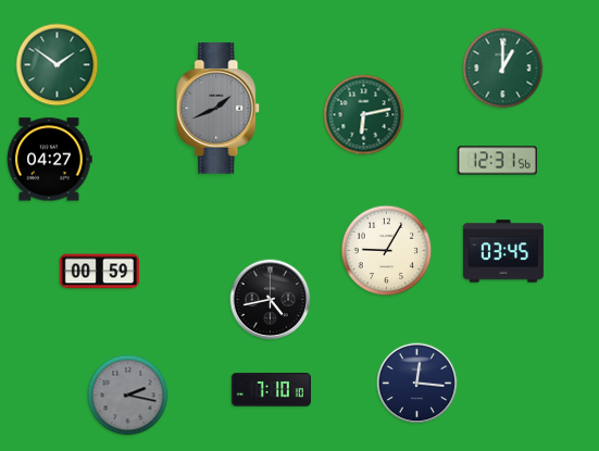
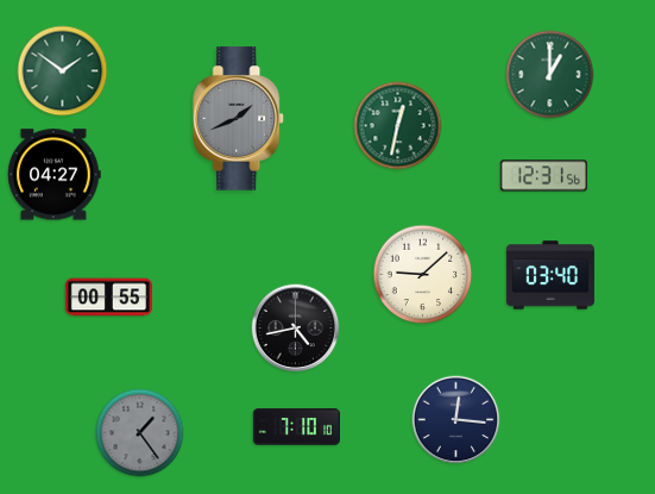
clock at (364, 115): 6:13 -> 12:32
clock at (387, 251): 9:05 -> 9:08
clock at (503, 251): 03:45 -> 03:40
clock at (99, 272): 00:59 -> 00:55
clock at (128, 396): 2:17 -> 1:24
